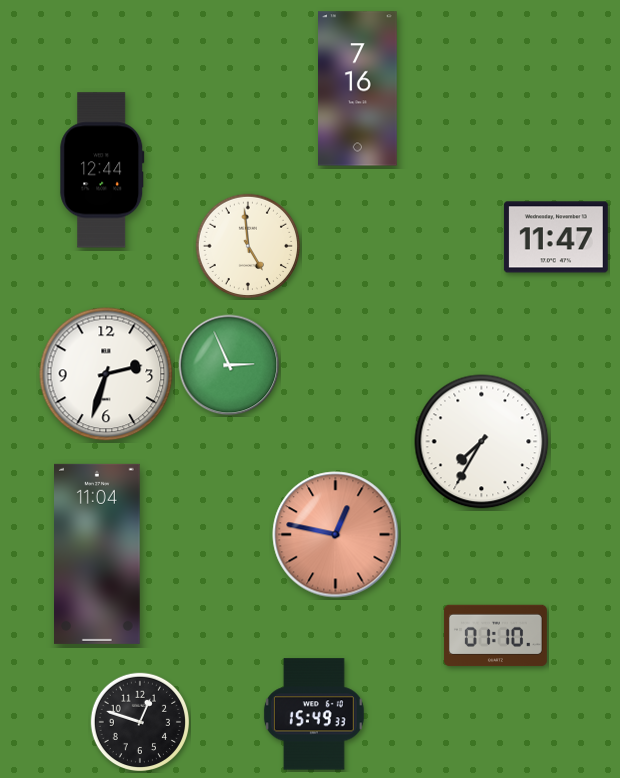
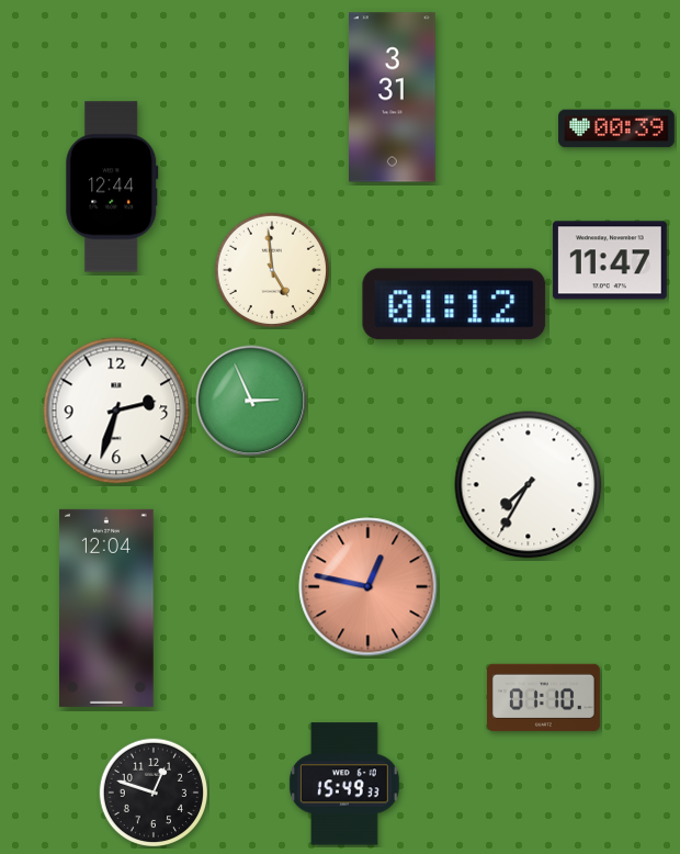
clock at (358, 89): 7:16 -> 3:31
clock at (616, 128): none -> 00:39
clock at (454, 304): none -> 01:12
clock at (98, 554): 11:04 -> 12:04
